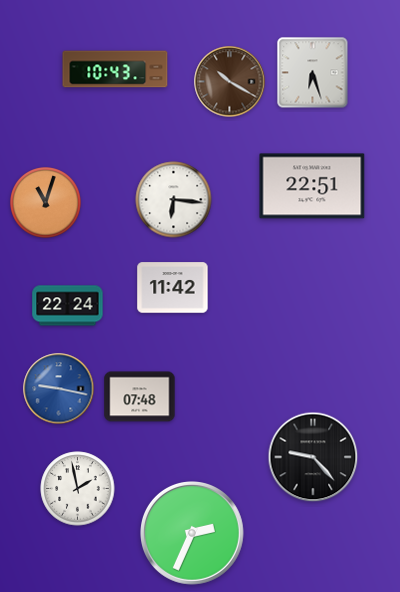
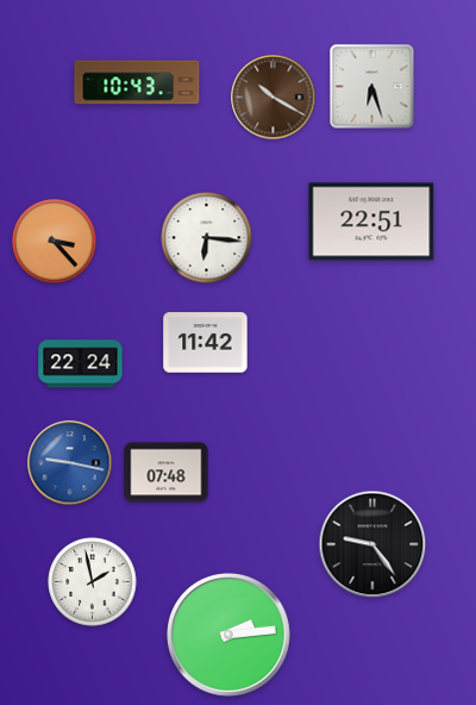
clock at (46, 203): 11:03 -> 3:23
clock at (313, 457): 9:23 -> 9:24
clock at (193, 534): 2:34 -> 2:14
